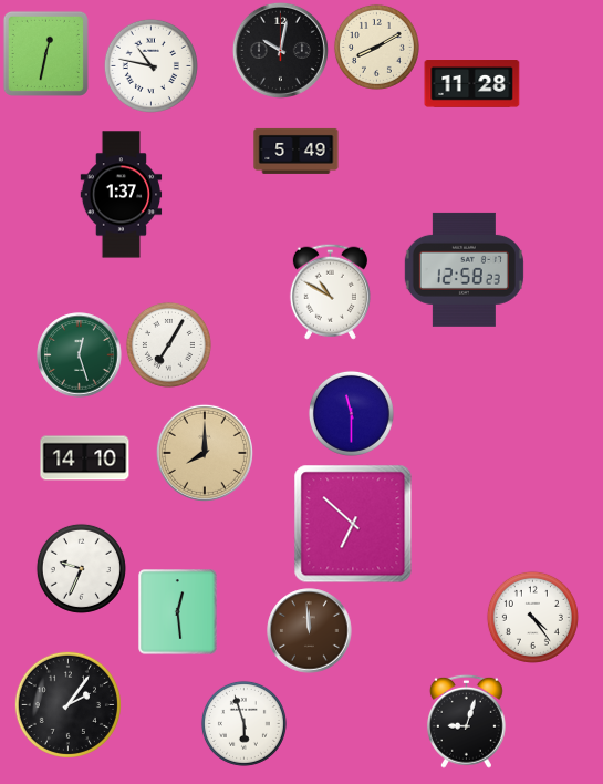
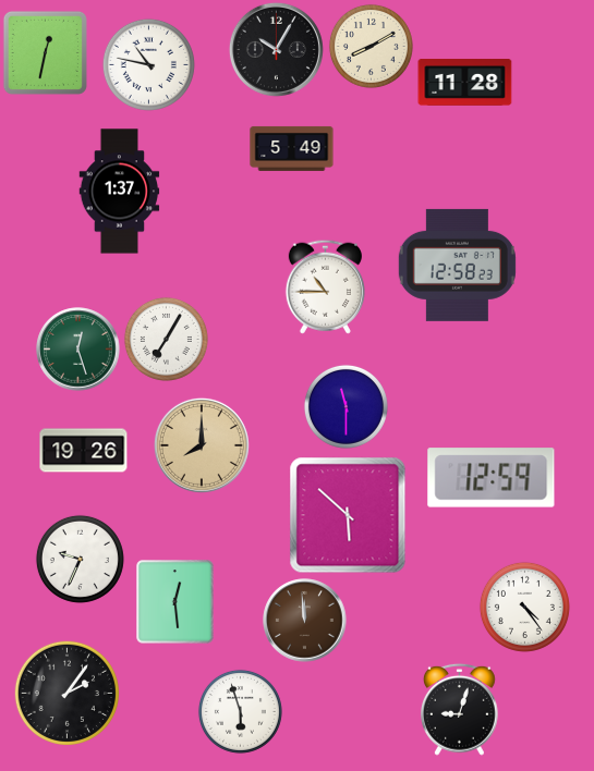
clock at (280, 50): 10:02 -> 10:05
clock at (330, 291): 10:50 -> 10:45
clock at (85, 458): 14:10 -> 19:26
clock at (492, 478): none -> 12:59
clock at (353, 524): 6:52 -> 5:52
